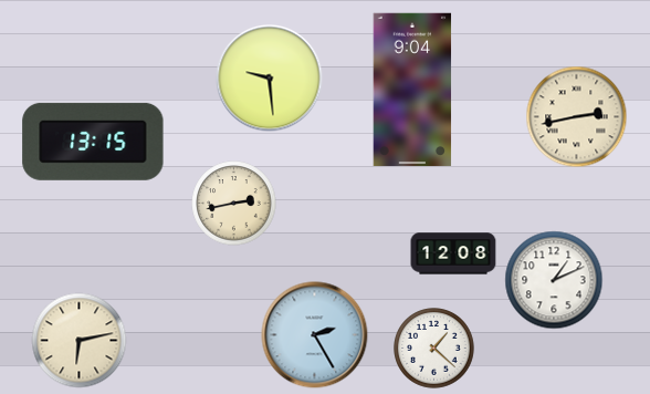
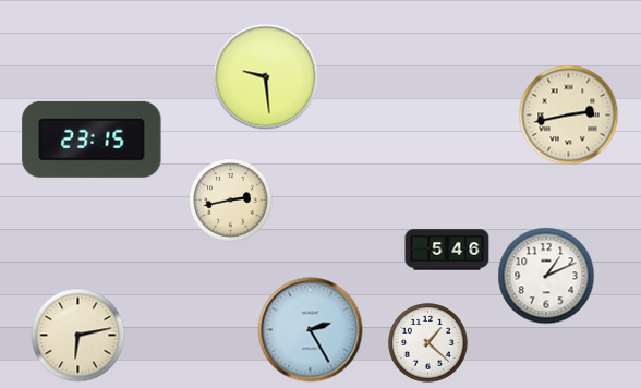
clock at (412, 90): 9:04 -> none
clock at (93, 142): 13:15 -> 23:15
clock at (453, 253): 12:08 -> 5:46
